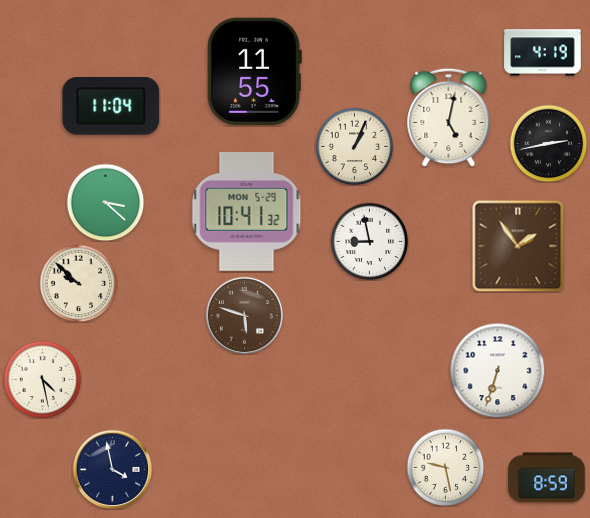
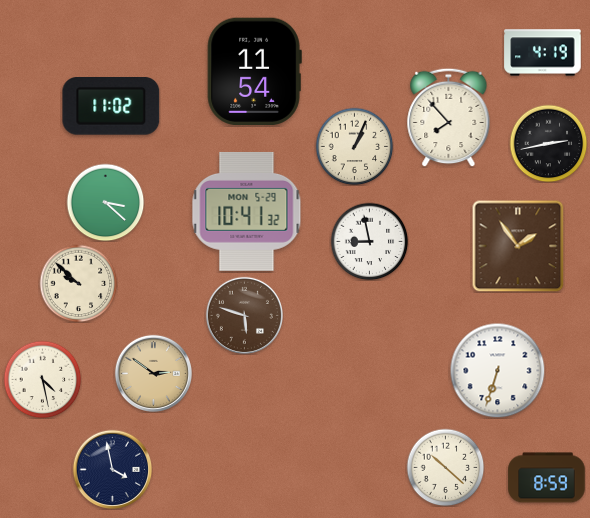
clock at (254, 71): 11:55 -> 11:54
clock at (111, 107): 11:04 -> 11:02
clock at (449, 117): 5:02 -> 7:53
clock at (153, 373): none -> 2:51
clock at (445, 467): 9:28 -> 10:22
